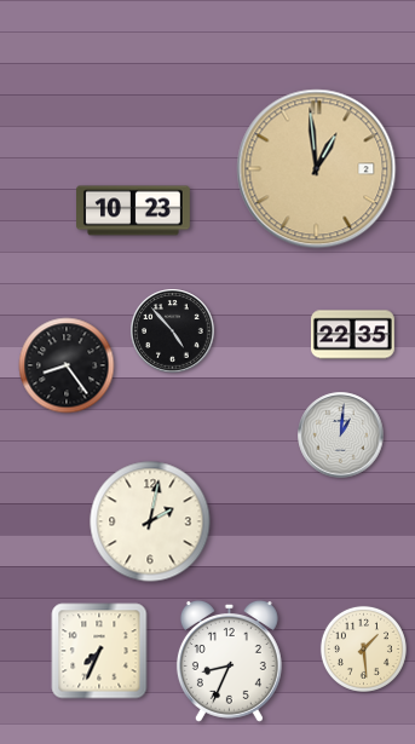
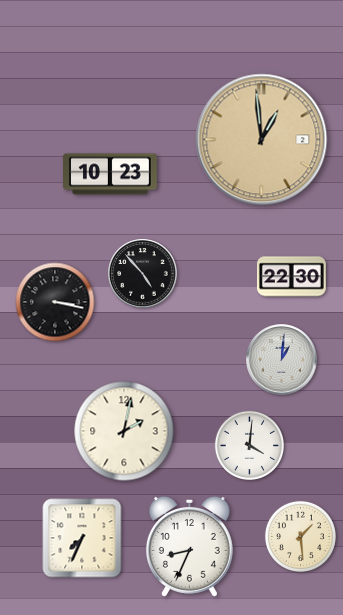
clock at (352, 335): 22:35 -> 22:30
clock at (67, 365): 8:24 -> 3:17
clock at (250, 446): none -> 4:01
